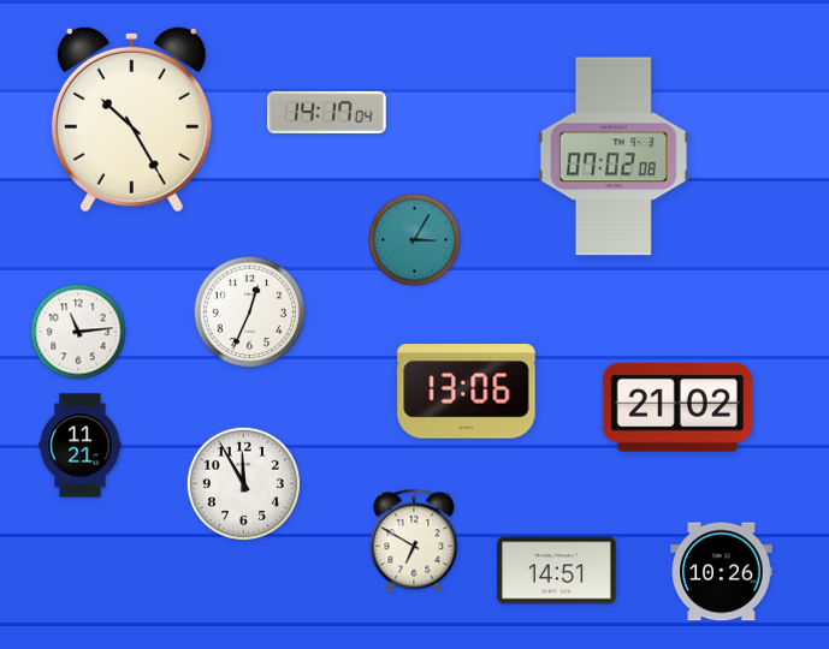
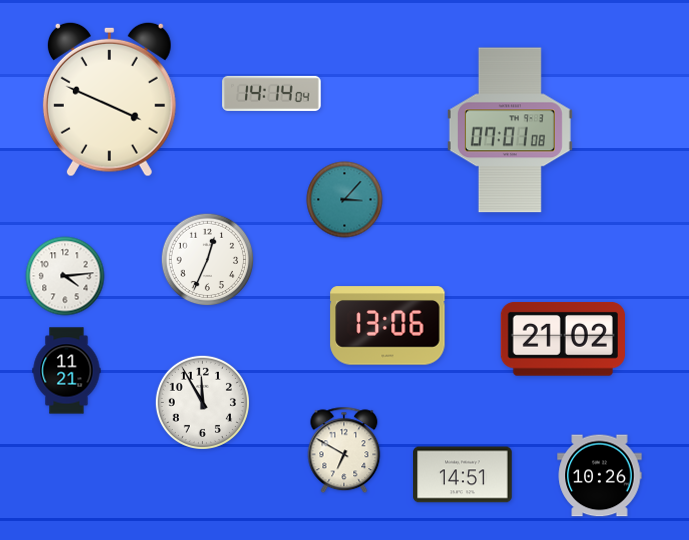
clock at (327, 112): 14:17 -> 14:14
clock at (131, 119): 10:25 -> 3:49
clock at (614, 156): 07:02 -> 07:01
clock at (415, 240): 3:05 -> 3:07
clock at (78, 332): 11:14 -> 4:14
